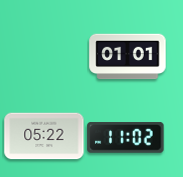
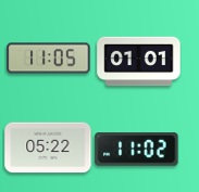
clock at (49, 59): none -> 11:05
